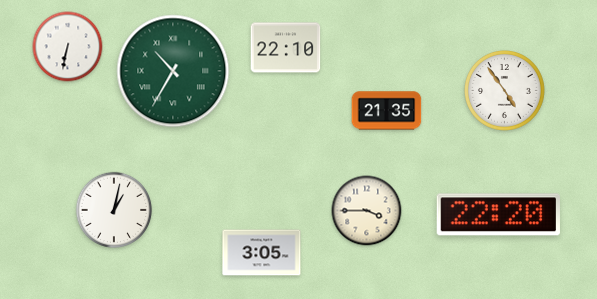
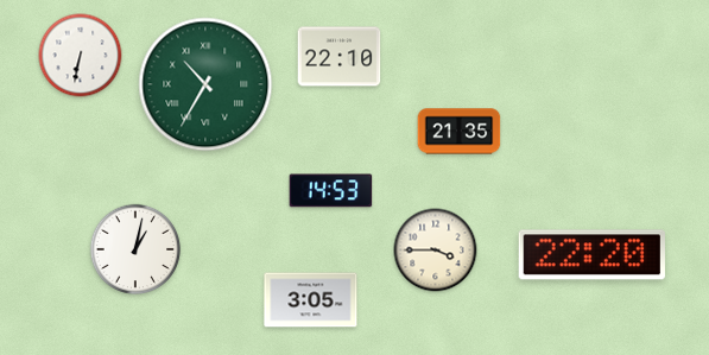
clock at (505, 91): 4:54 -> none
clock at (331, 191): none -> 14:53
